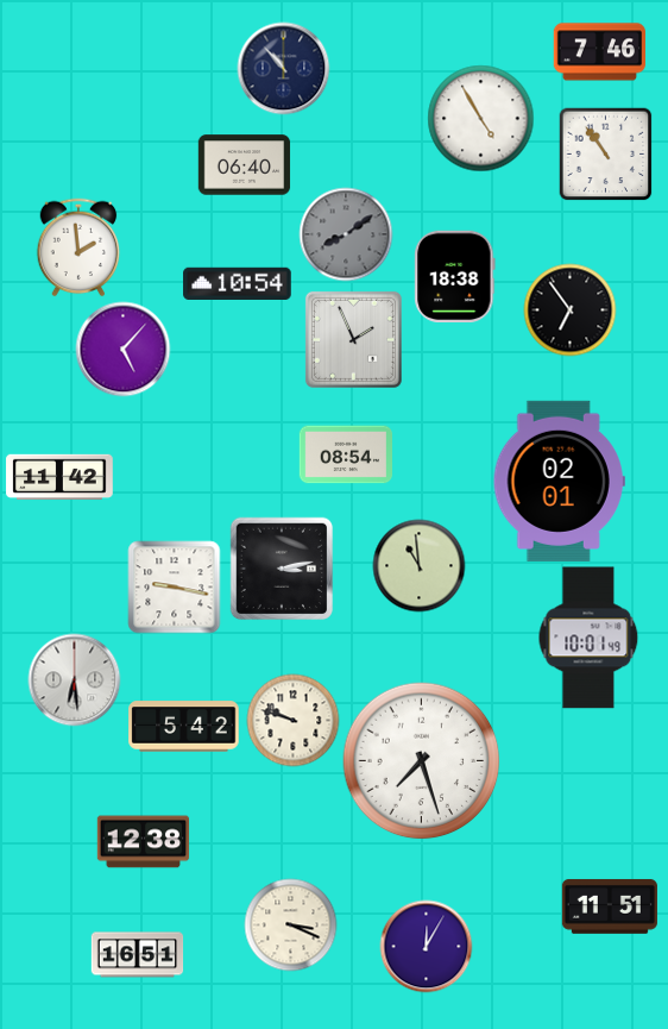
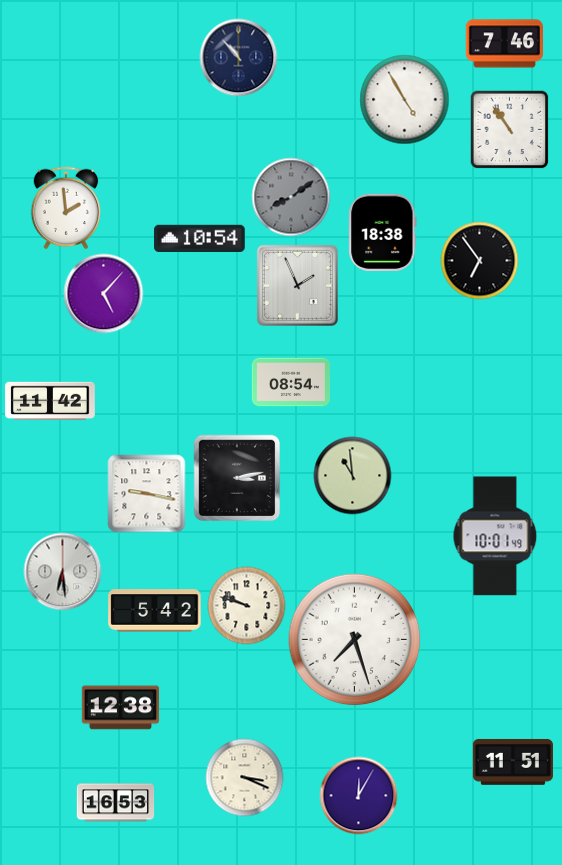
clock at (244, 165): 06:40 -> none
clock at (559, 481): 02:01 -> none
clock at (137, 955): 16:51 -> 16:53
